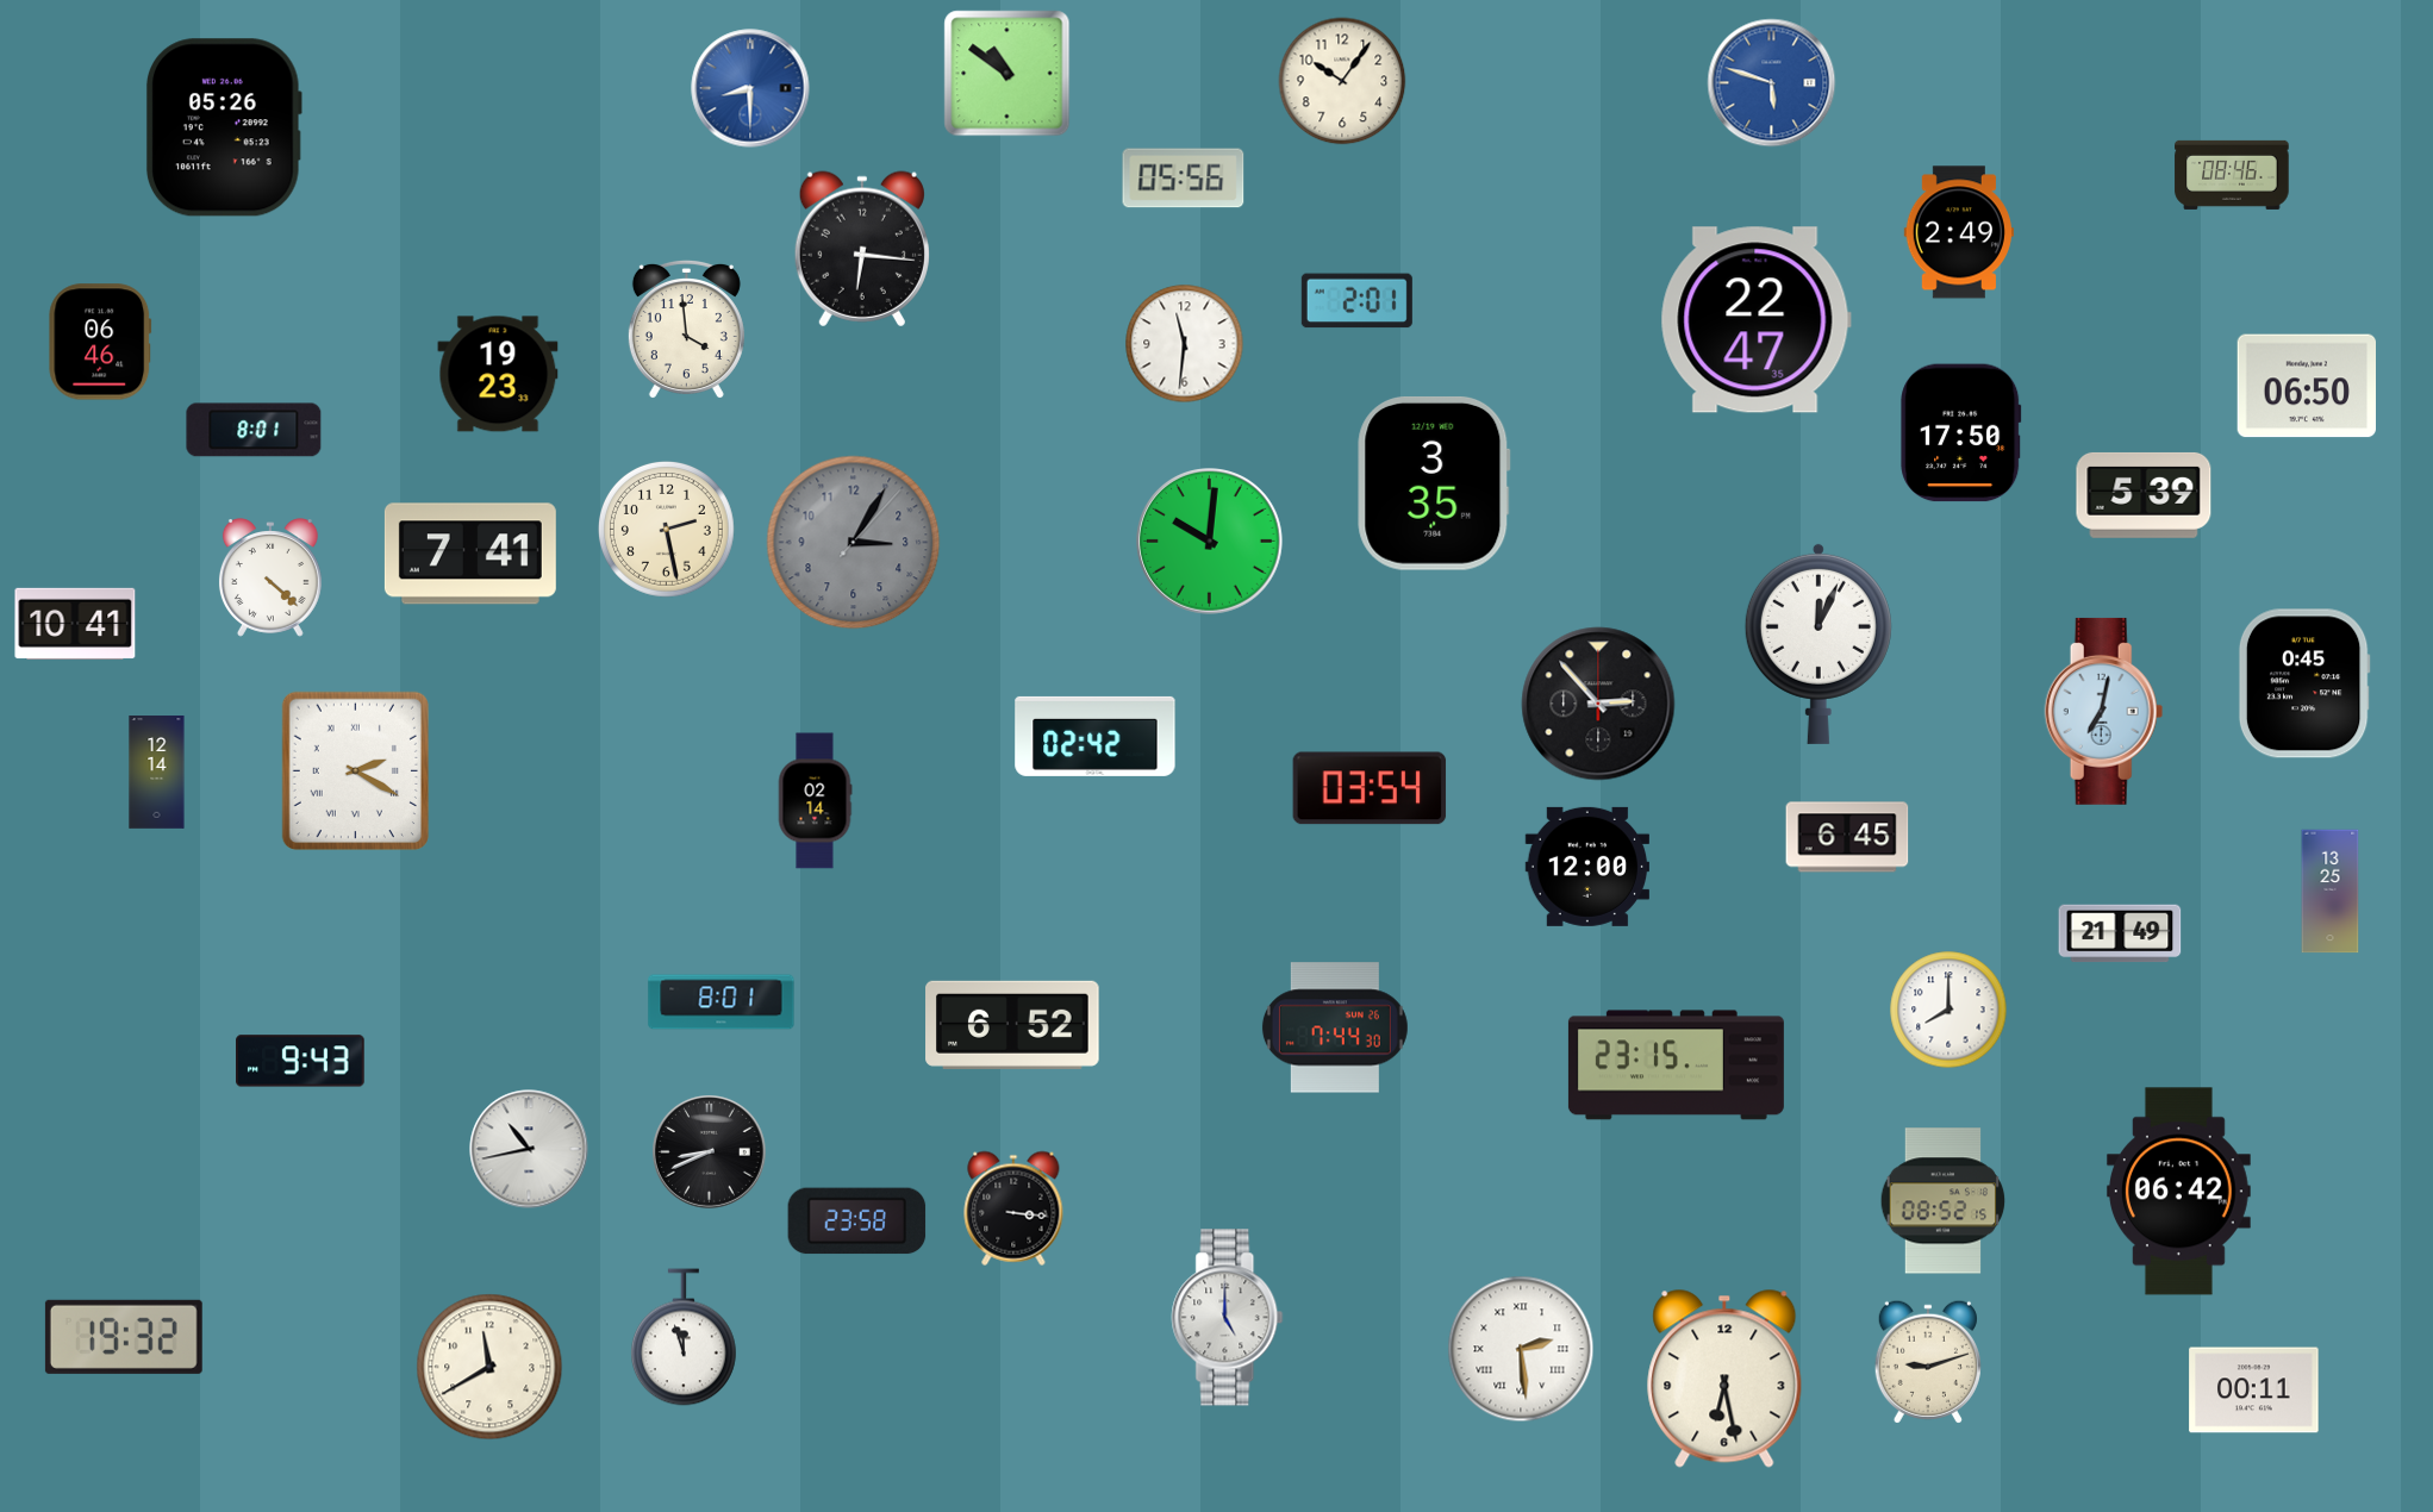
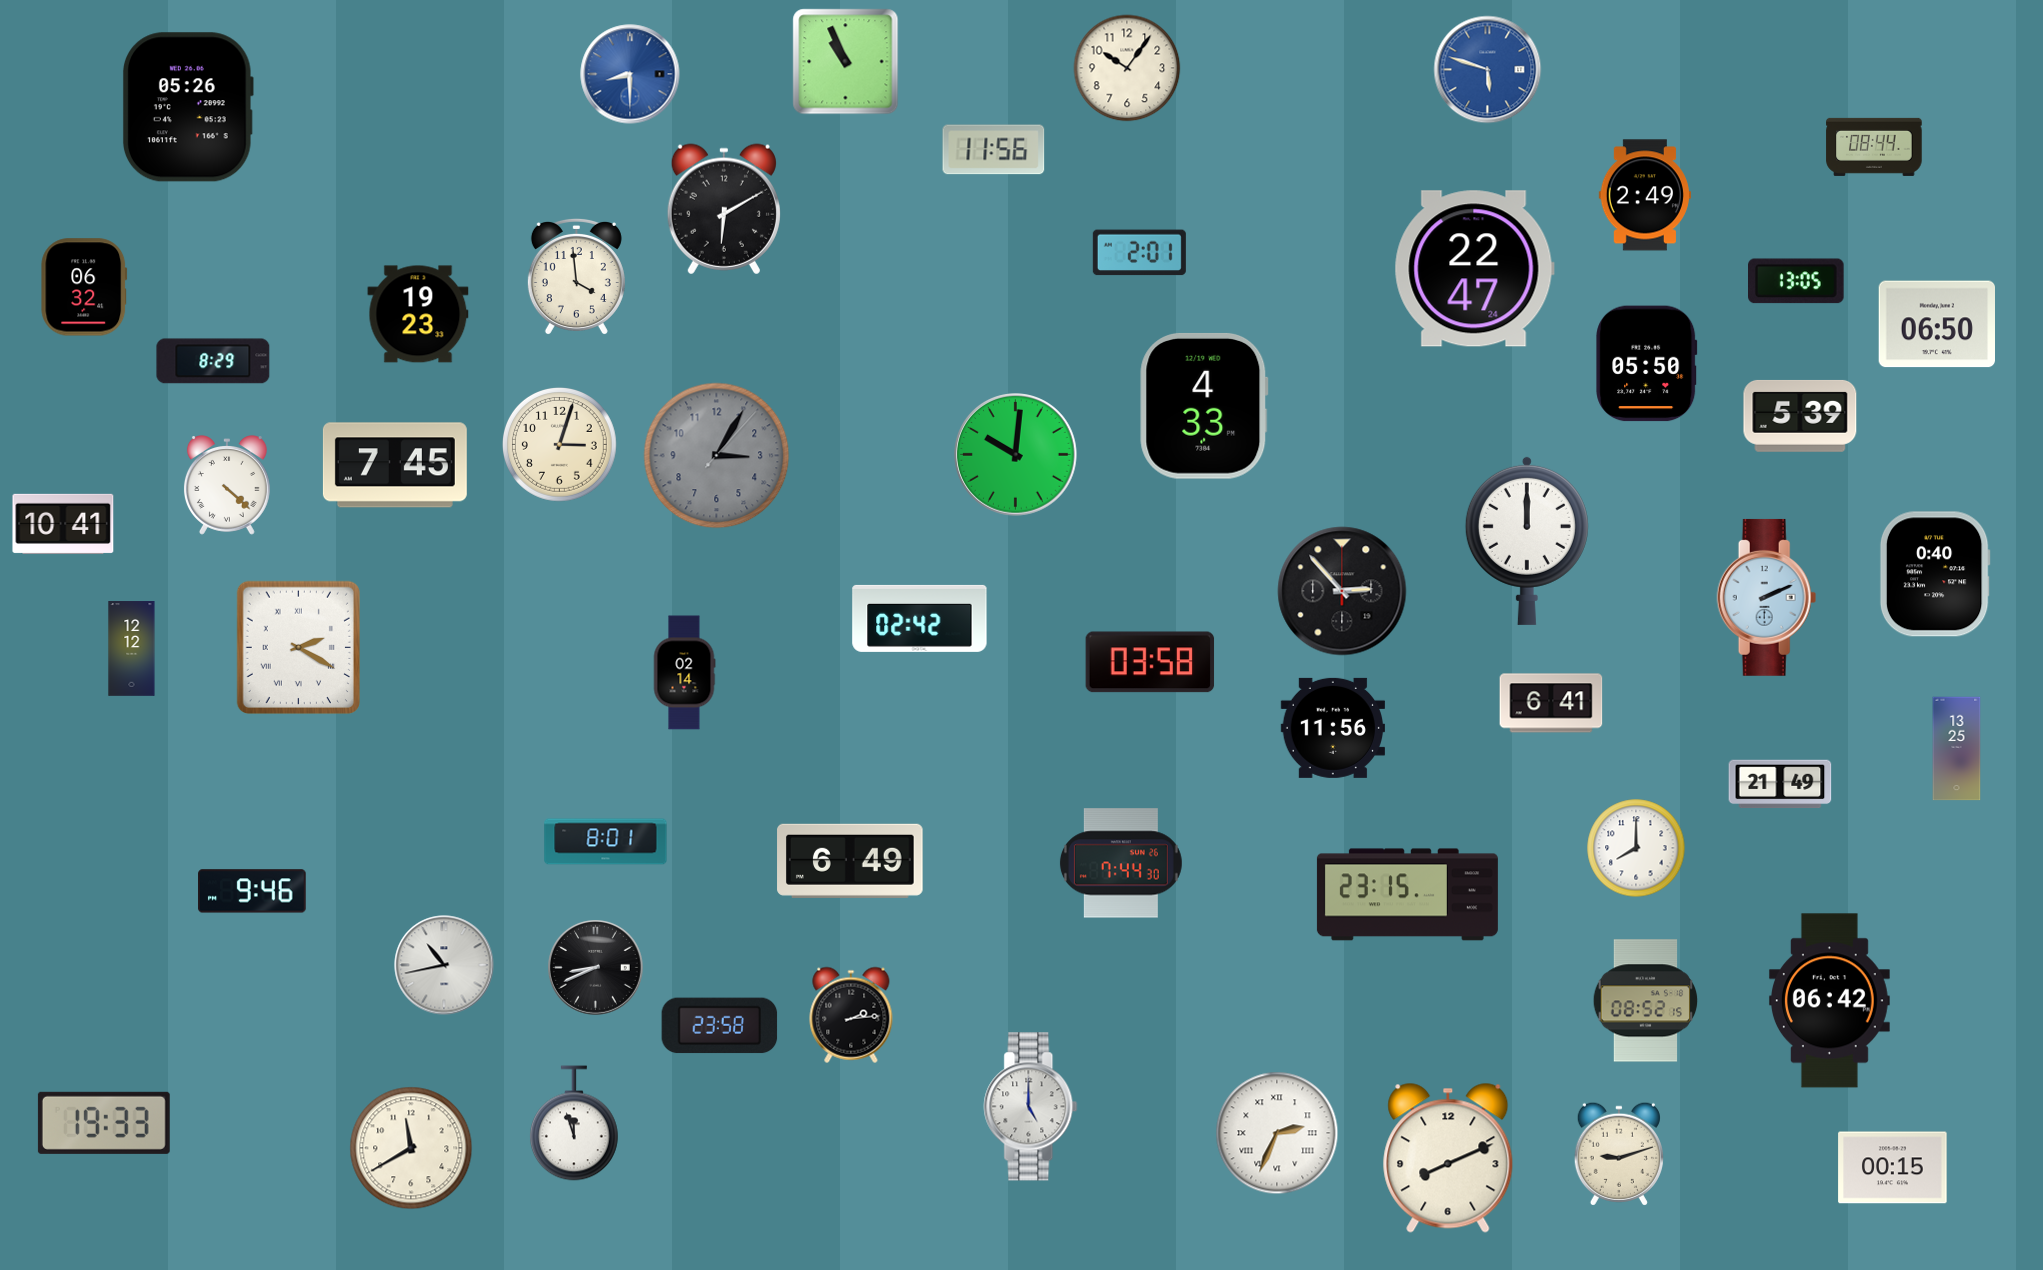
clock at (1007, 74): 10:51 -> 10:56
clock at (2232, 175): 08:46 -> 08:44
clock at (1184, 179): 05:56 -> 11:56
clock at (862, 249): 6:16 -> 6:10
clock at (1755, 320): 22:47:35 -> 22:47:24
clock at (1797, 281): none -> 13:05
clock at (100, 342): 06:46 -> 06:32
clock at (1185, 344): 11:31 -> none
clock at (254, 430): 8:01 -> 8:29
clock at (1961, 433): 17:50 -> 05:50
clock at (1434, 483): 3:35 -> 4:33
clock at (666, 529): 2:28 -> 3:03
clock at (470, 554): 7:41 -> 7:45
clock at (1818, 643): 12:04 -> 12:00
clock at (2304, 683): 0:45 -> 0:40
clock at (2104, 711): 7:02 -> 2:11
clock at (157, 773): 12:14 -> 12:12
clock at (1370, 788): 03:54 -> 03:58
clock at (1847, 837): 6:45 -> 6:41
clock at (1586, 867): 12:00 -> 11:56
clock at (1012, 1025): 6:52 -> 6:49
clock at (300, 1061): 9:43 -> 9:46
clock at (1944, 1201) position: (1944, 1201) -> (1646, 1001)
clock at (1013, 1208): 3:16 -> 2:14
clock at (124, 1337): 19:32 -> 19:33
clock at (1521, 1349): 2:29 -> 2:34
clock at (1928, 1362) position: (1928, 1362) -> (1619, 1154)
clock at (1724, 1379): 6:28 -> 8:11
clock at (2254, 1391): 00:11 -> 00:15
